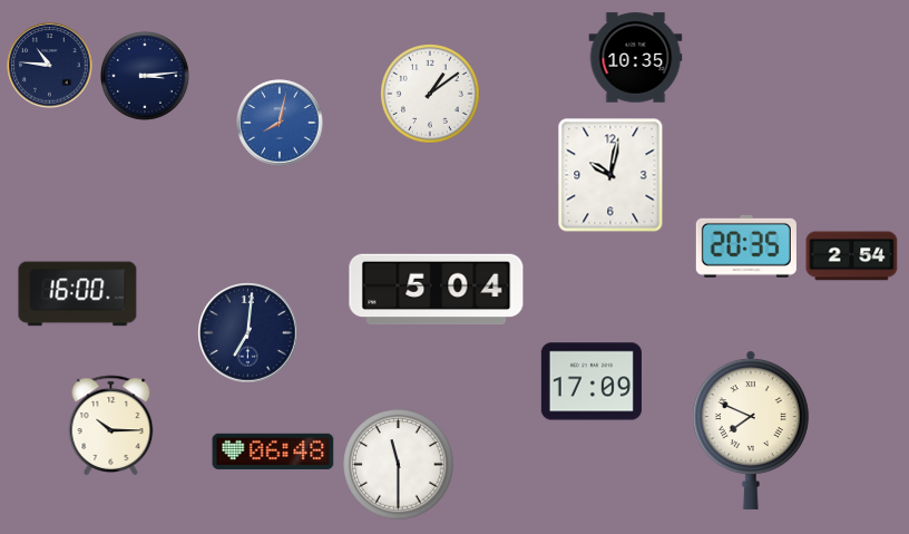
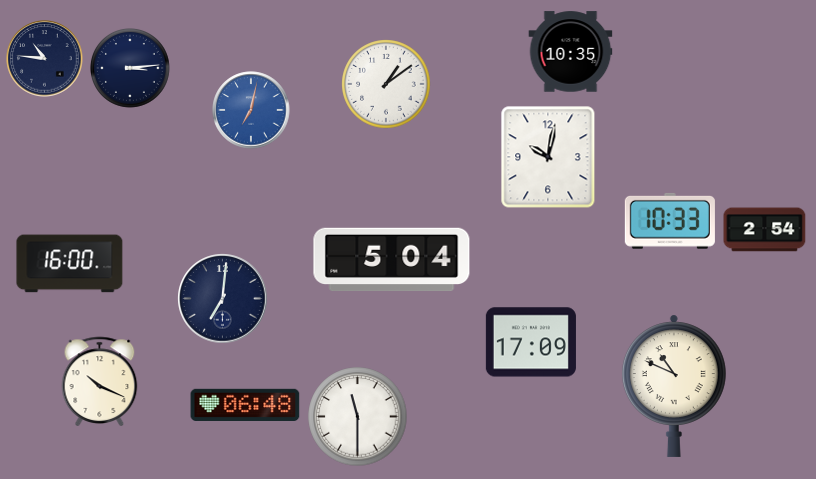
clock at (280, 123): 8:02 -> 7:02
clock at (746, 246): 20:35 -> 10:33
clock at (111, 425): 10:15 -> 10:19
clock at (751, 430): 7:49 -> 10:49
